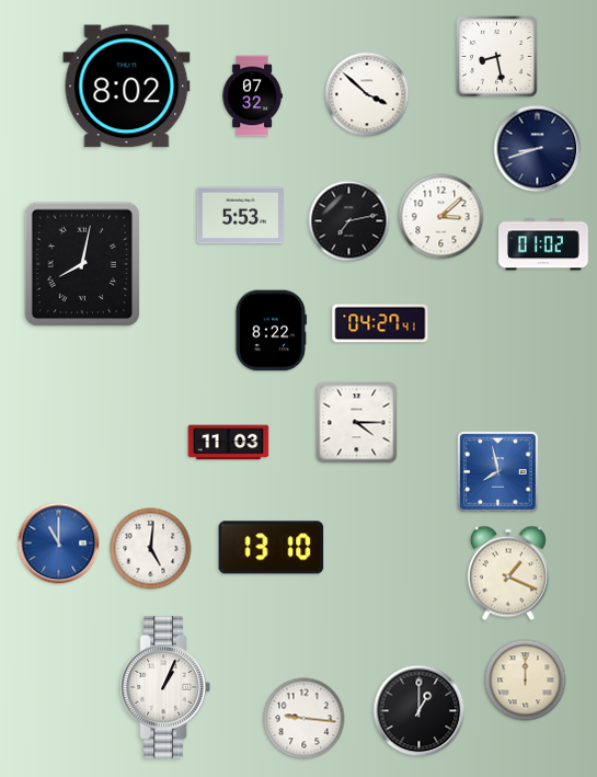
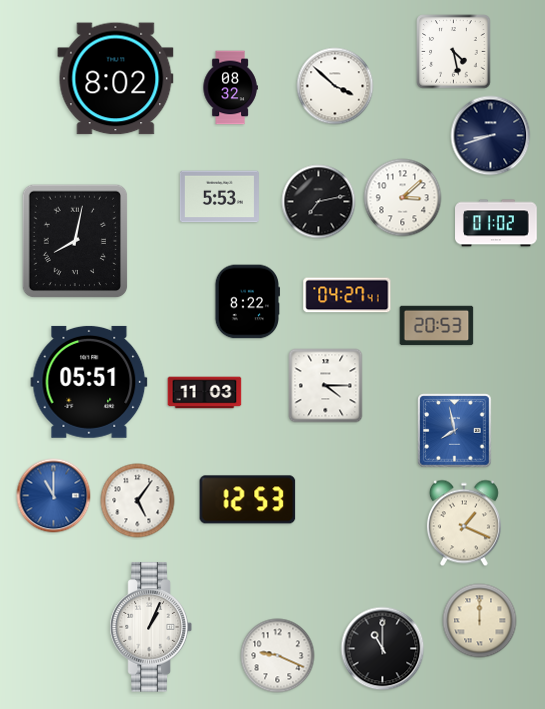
clock at (497, 57): 8:28 -> 4:28
clock at (252, 96): 07:32 -> 08:32
clock at (437, 326): none -> 20:53
clock at (89, 382): none -> 05:51
clock at (229, 443) position: (229, 443) -> (205, 393)
clock at (272, 548): 13:10 -> 12:53
clock at (151, 549): 5:01 -> 5:06
clock at (420, 711): 1:00 -> 11:00
clock at (305, 719): 9:16 -> 9:19
